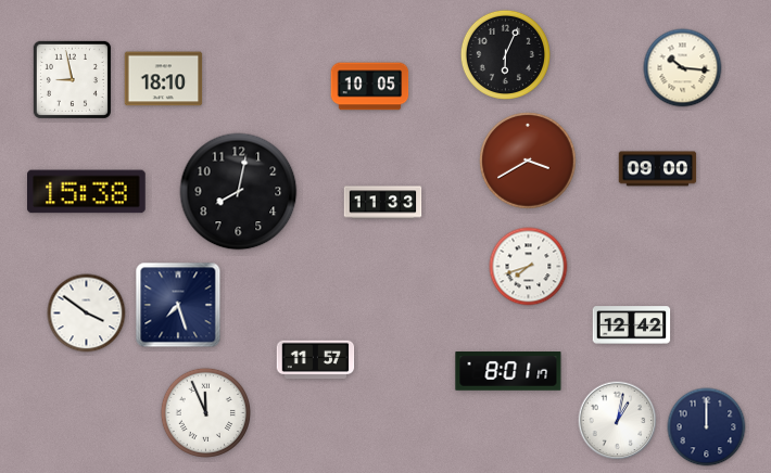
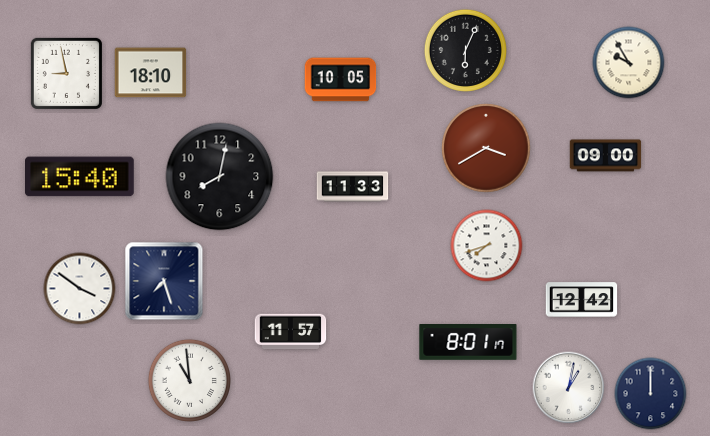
clock at (683, 68): 10:16 -> 9:55
clock at (87, 192): 15:38 -> 15:40
clock at (205, 412): 11:56 -> 10:59
